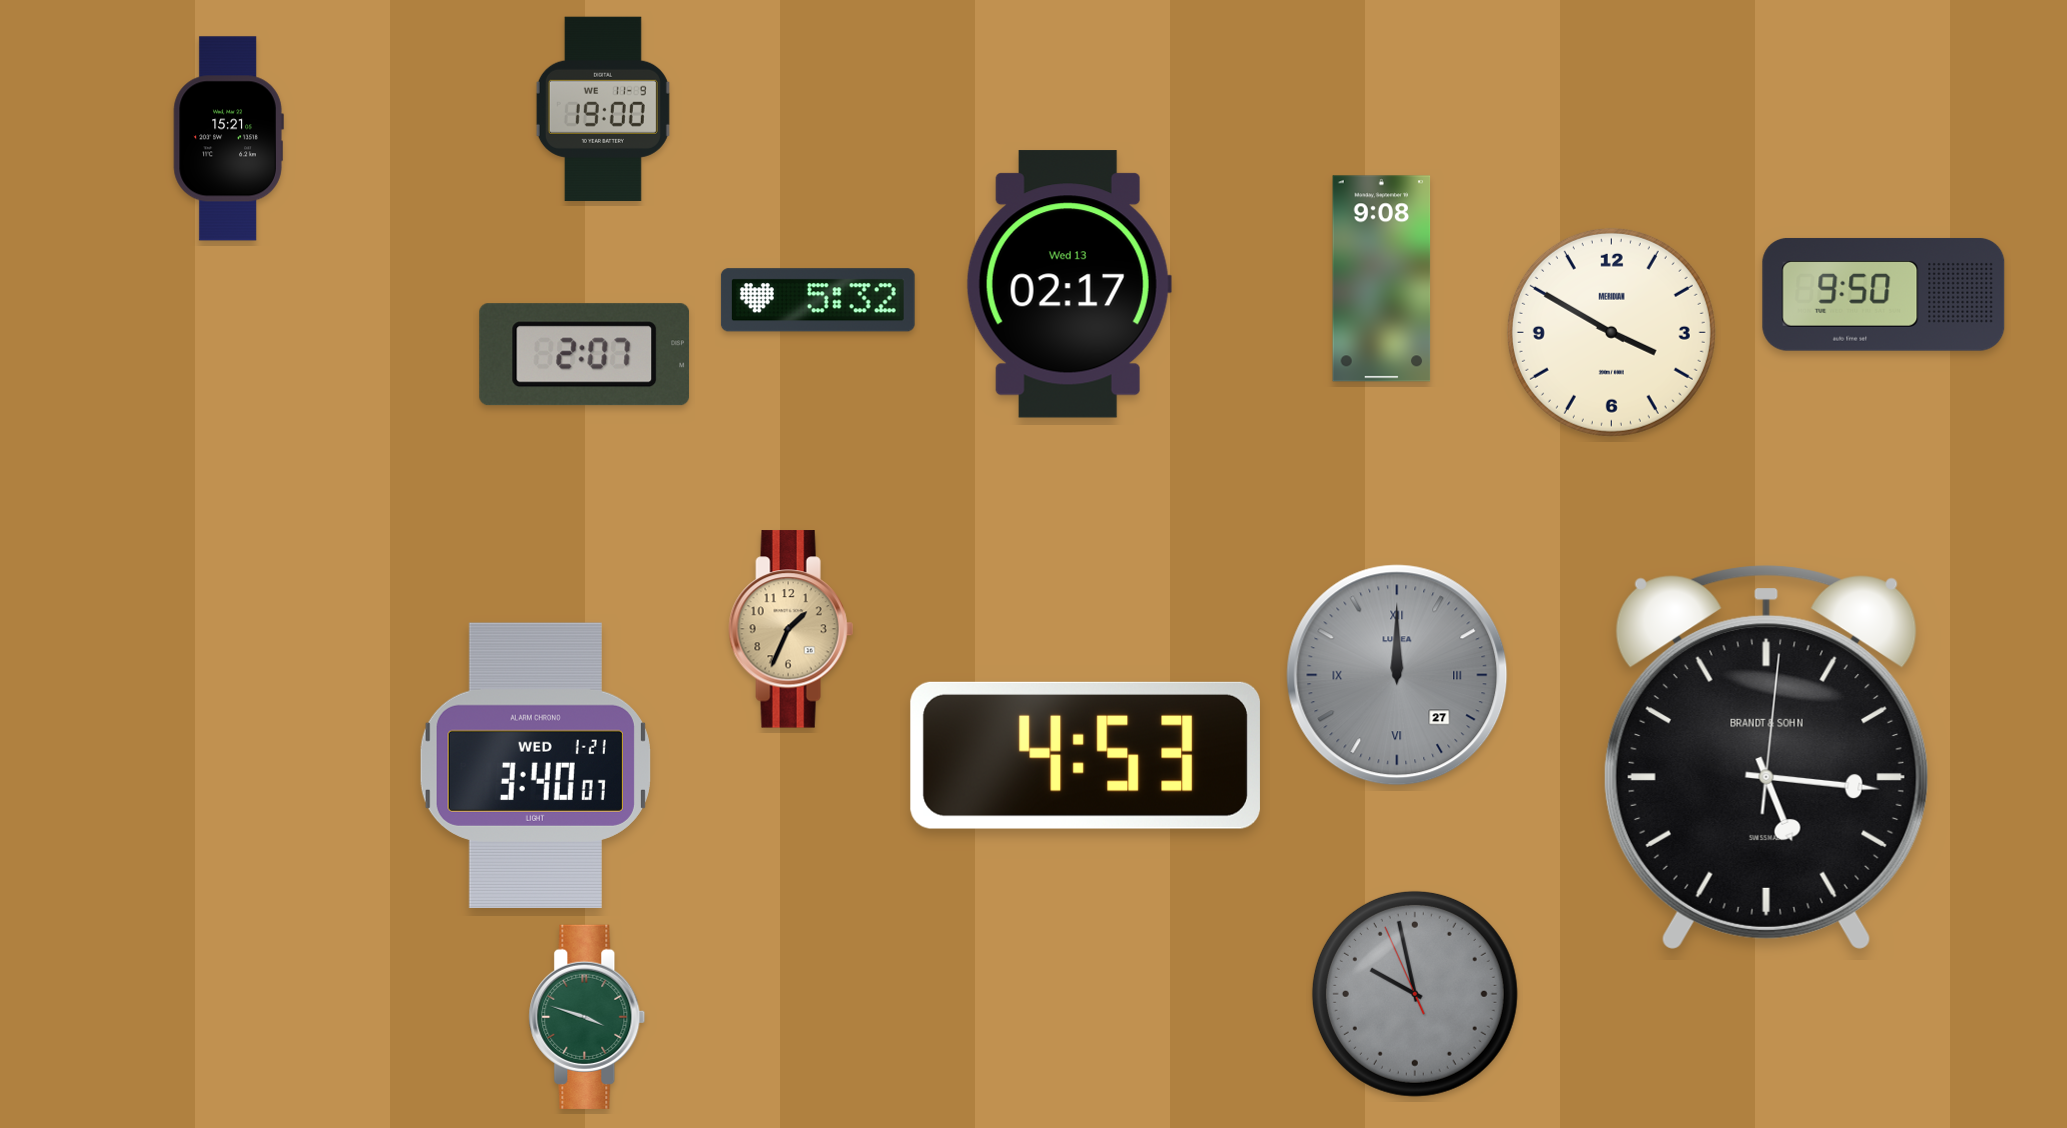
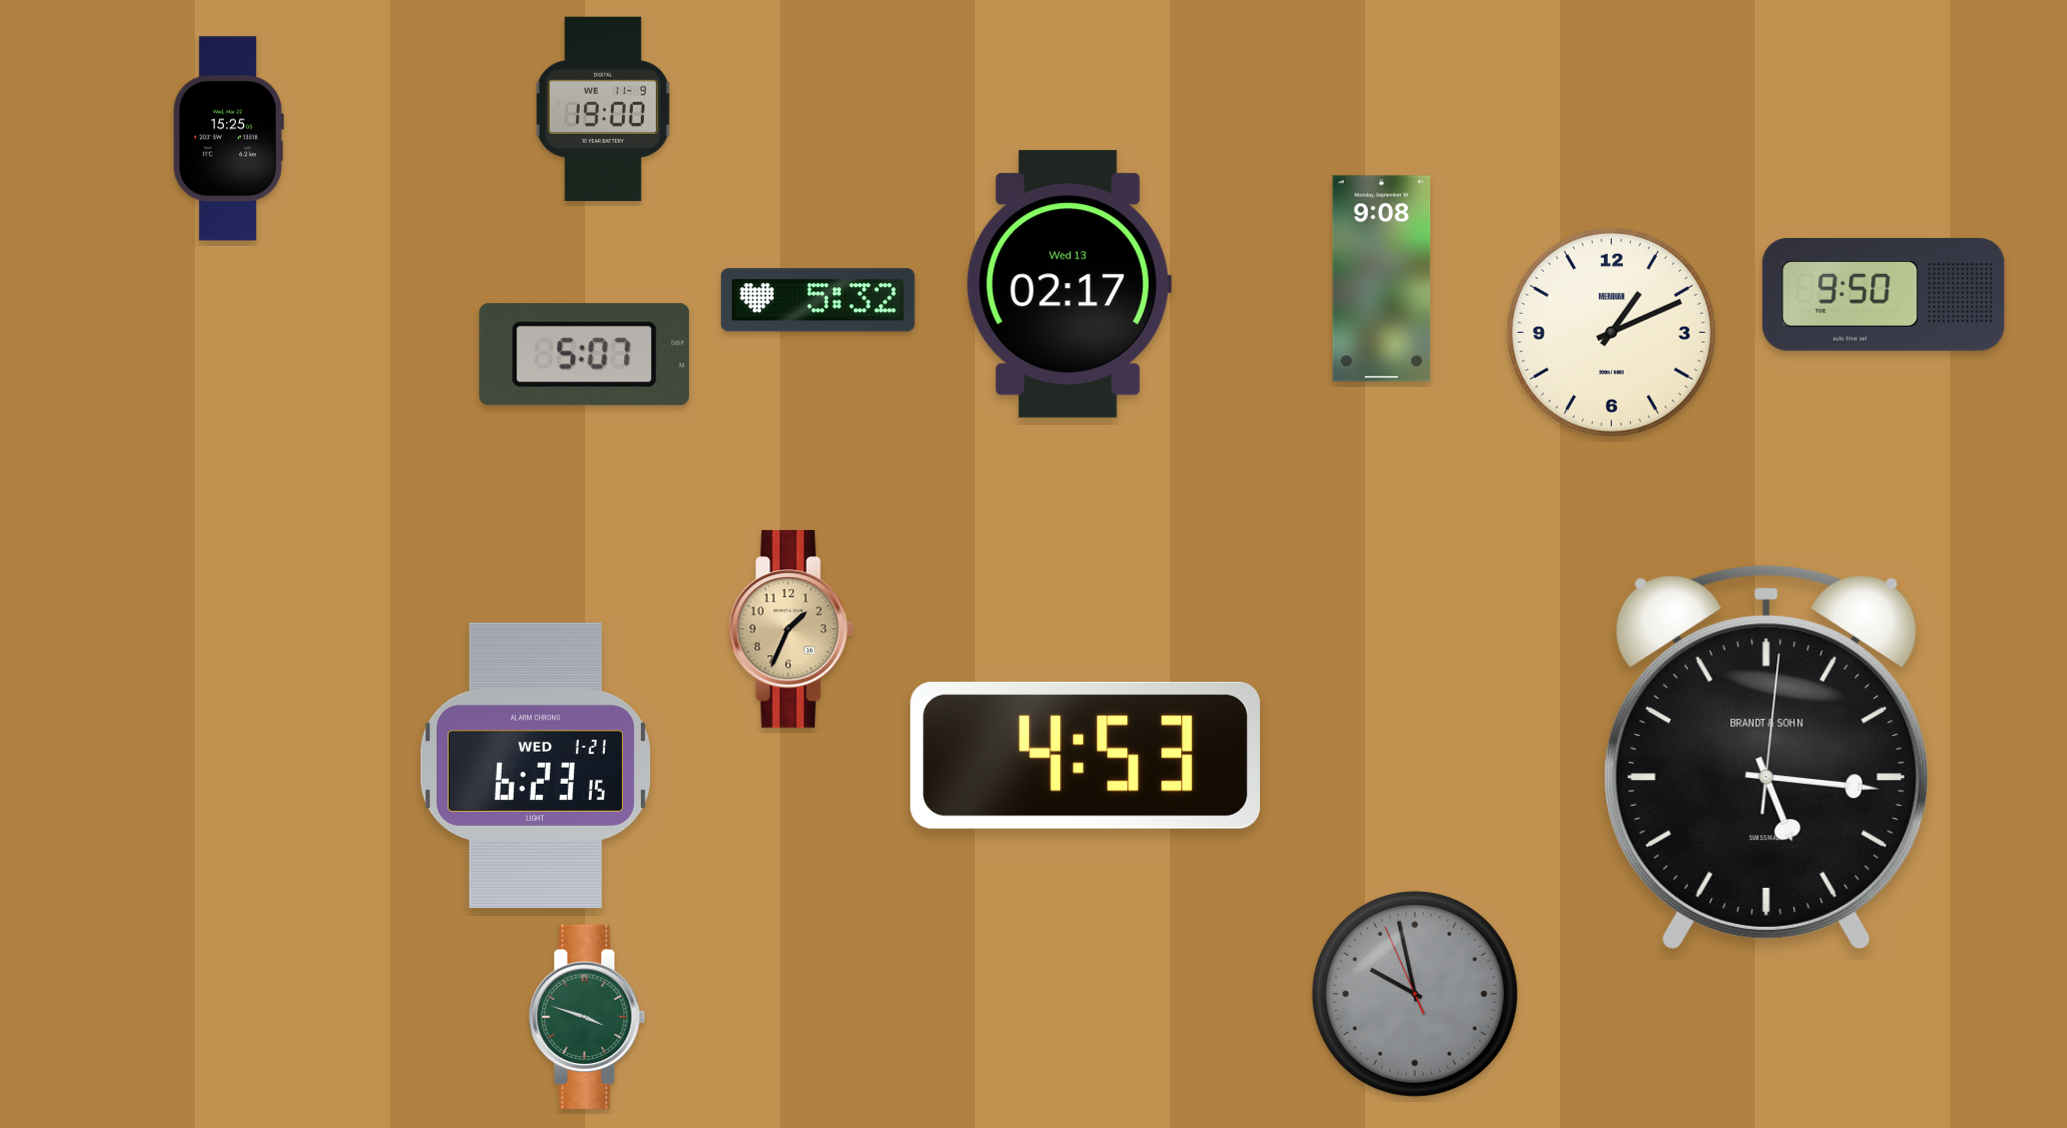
clock at (228, 139): 15:21 -> 15:25
clock at (1611, 332): 3:50 -> 1:11
clock at (585, 355): 2:07 -> 5:07
clock at (1397, 675): 12:00 -> none
clock at (535, 765): 3:40 -> 6:23
